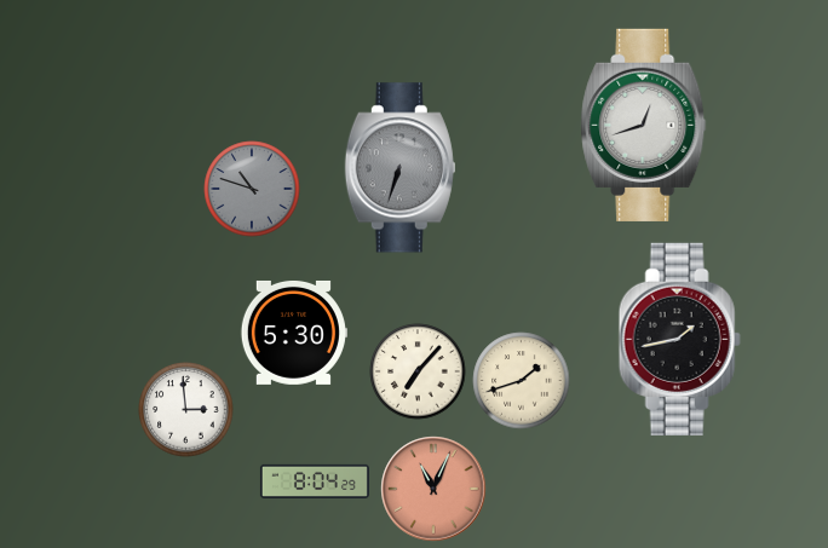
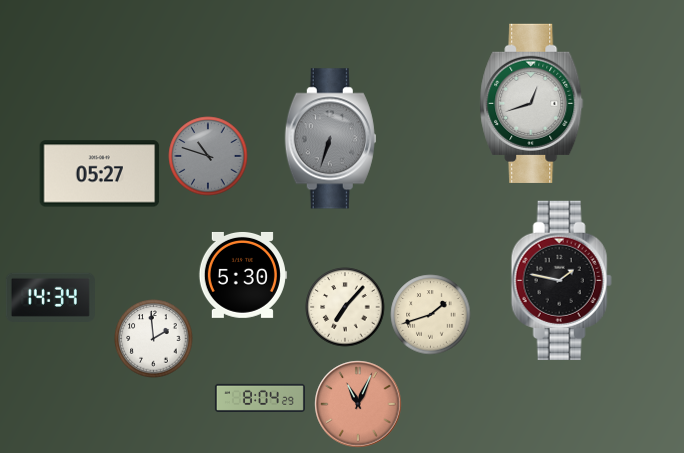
clock at (100, 174): none -> 05:27
clock at (679, 339): 1:43 -> 1:47
clock at (50, 297): none -> 14:34
clock at (186, 410): 2:59 -> 1:59
